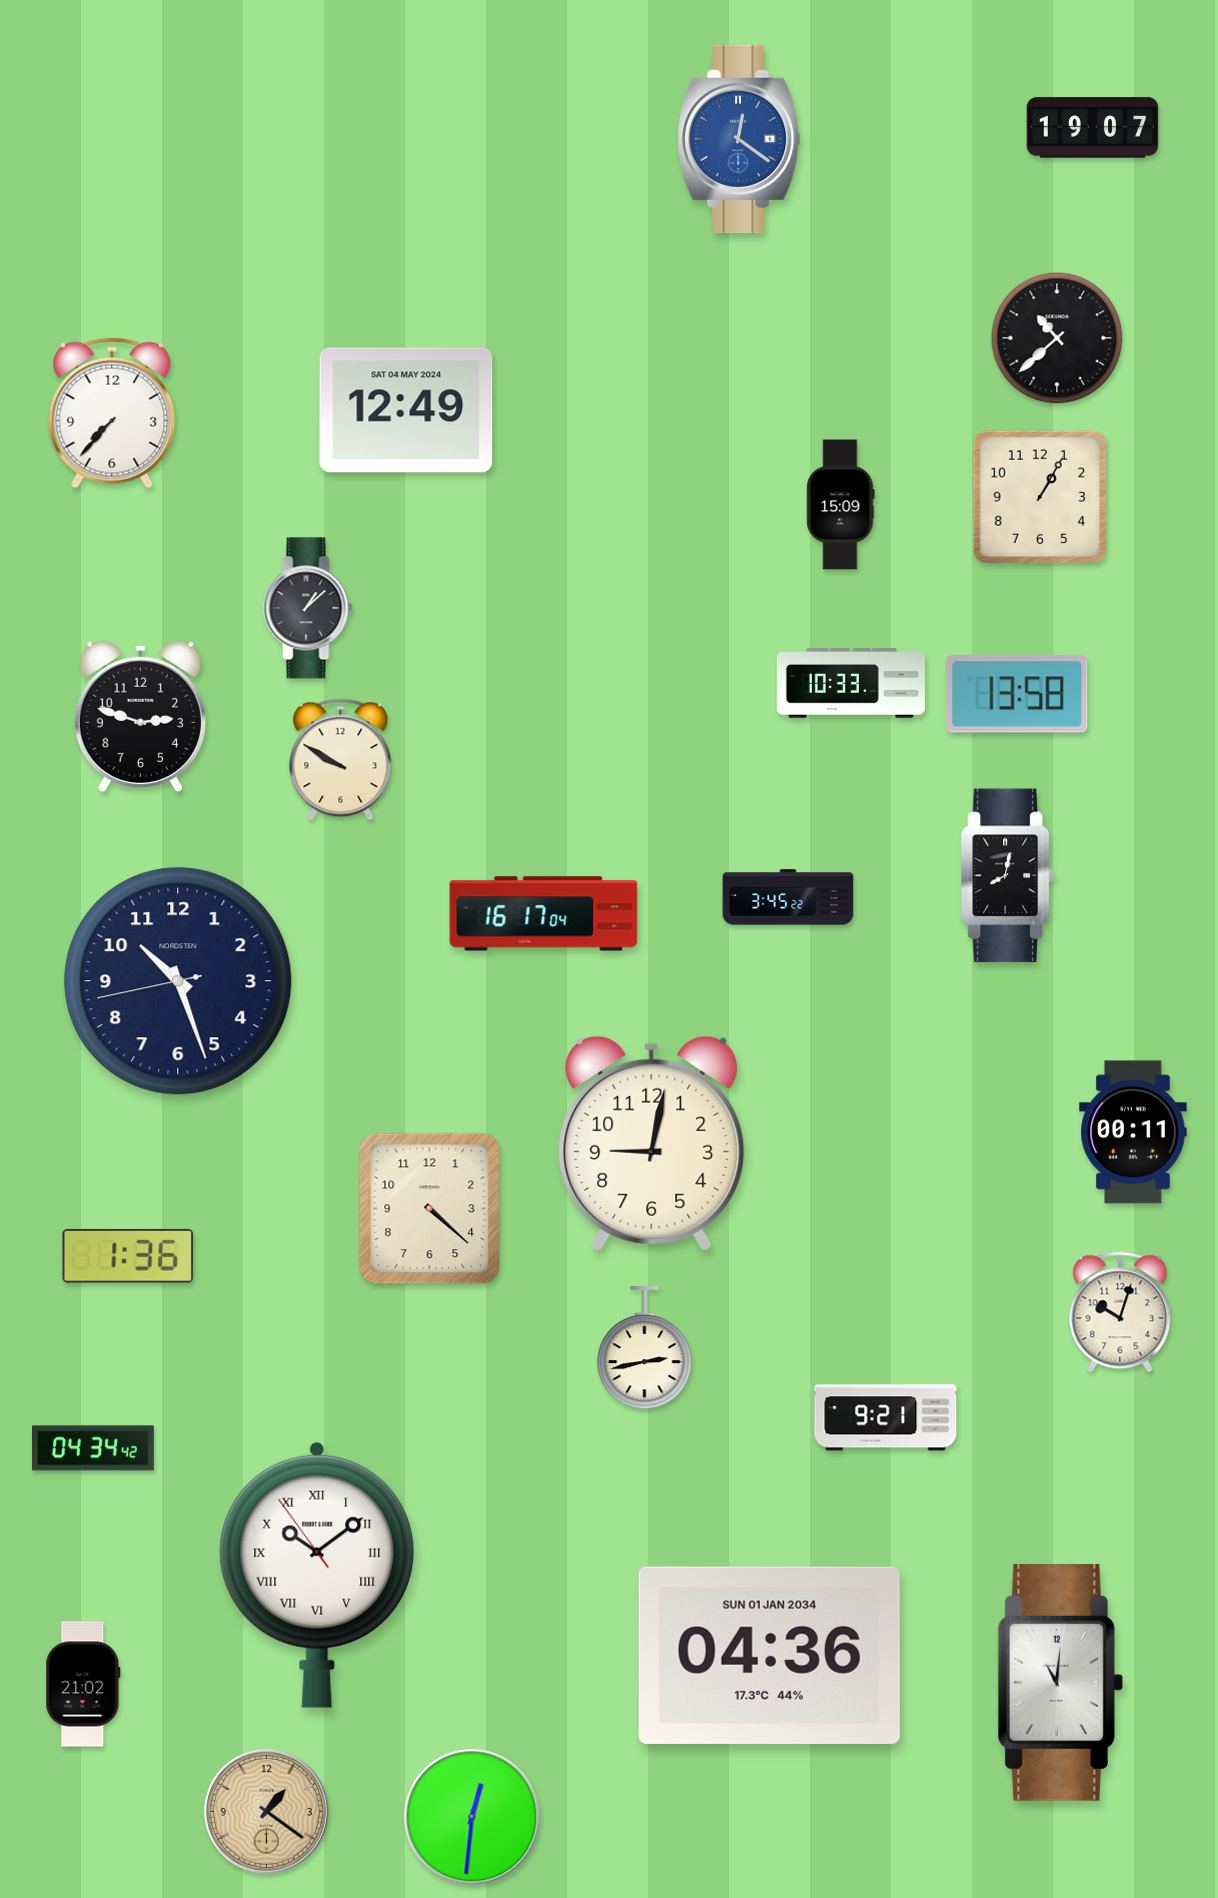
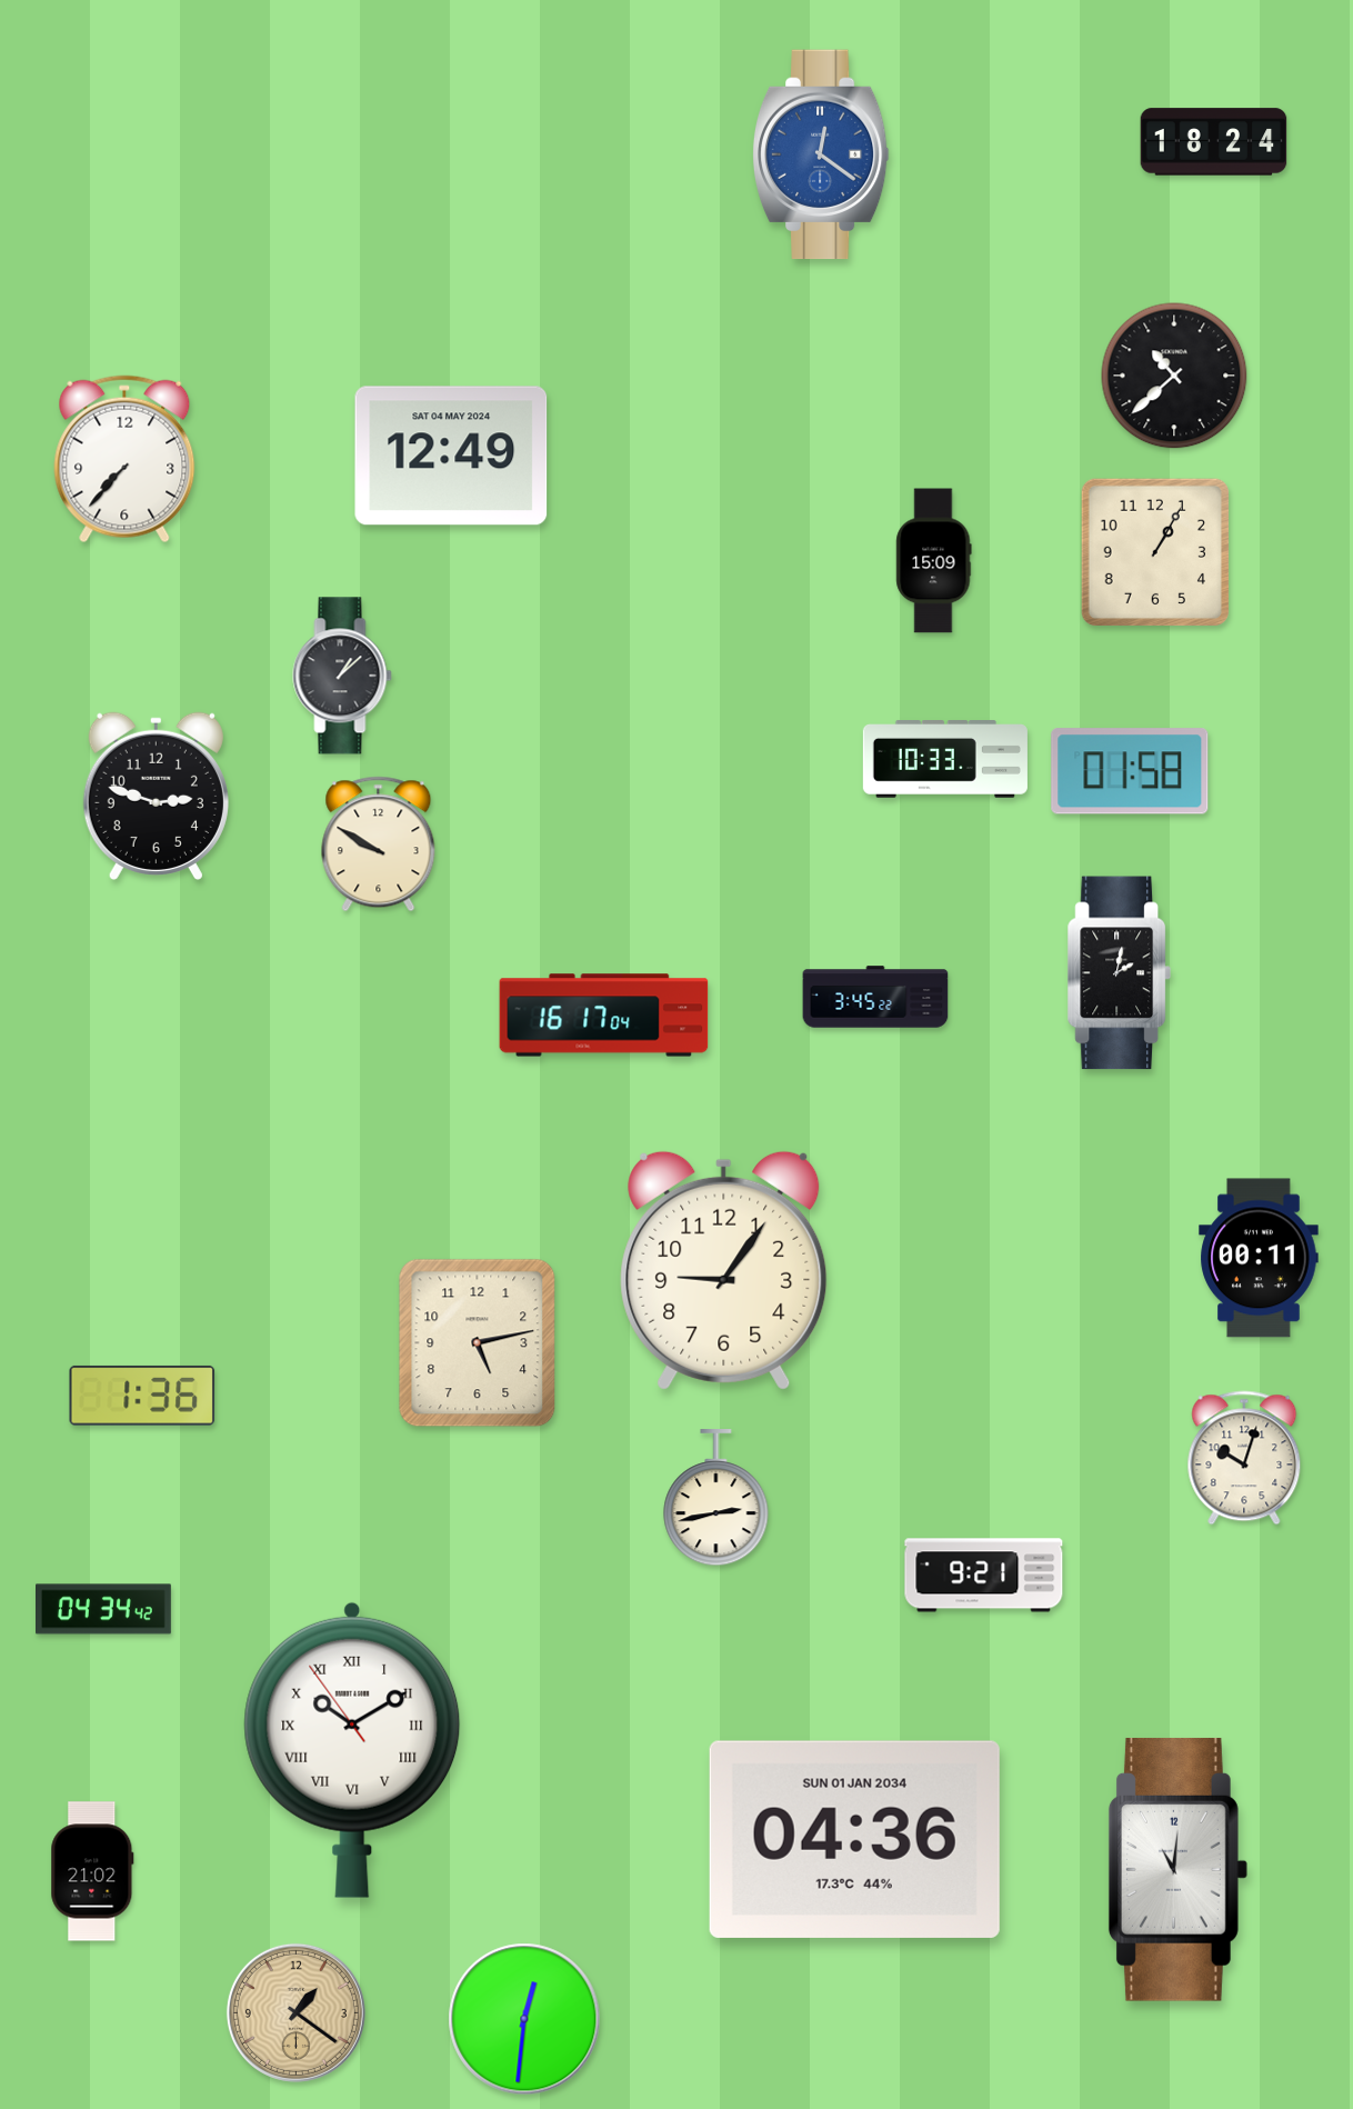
clock at (1093, 128): 19:07 -> 18:24
clock at (1017, 694): 13:58 -> 01:58
clock at (1007, 876): 8:02 -> 2:02
clock at (178, 981): 10:26 -> none
clock at (652, 1143): 9:02 -> 9:06
clock at (430, 1209): 4:22 -> 5:13
clock at (317, 1575): 10:08 -> 10:09
